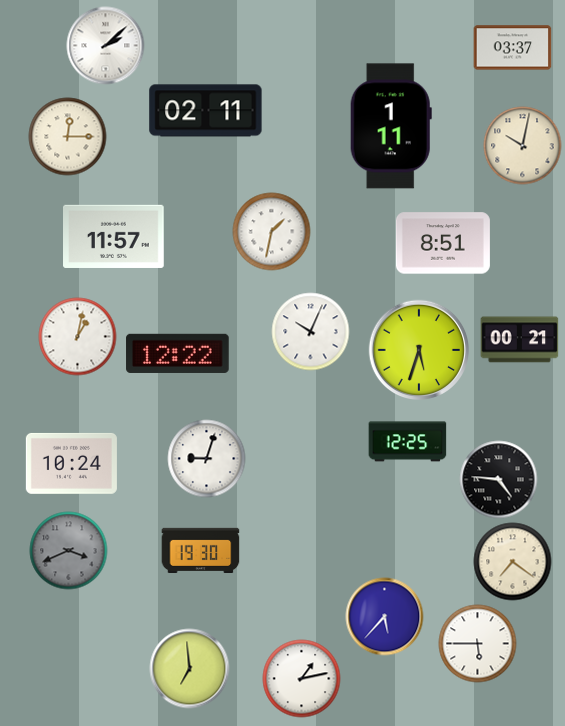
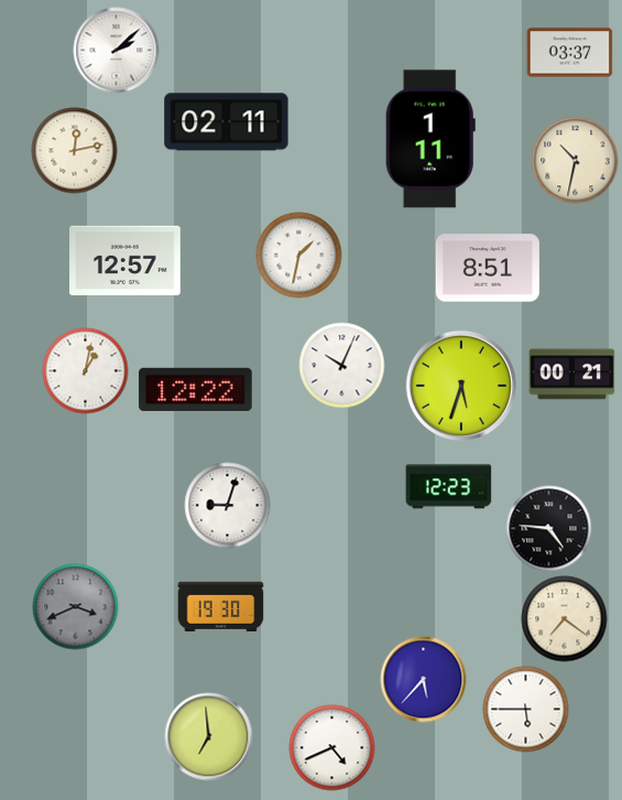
clock at (512, 48) position: (512, 48) -> (569, 53)
clock at (67, 136): 12:15 -> 12:13
clock at (522, 145): 10:02 -> 10:32
clock at (114, 236): 11:57 -> 12:57
clock at (407, 442): 12:25 -> 12:23
clock at (71, 463): 10:24 -> none
clock at (301, 678): 1:13 -> 4:41
